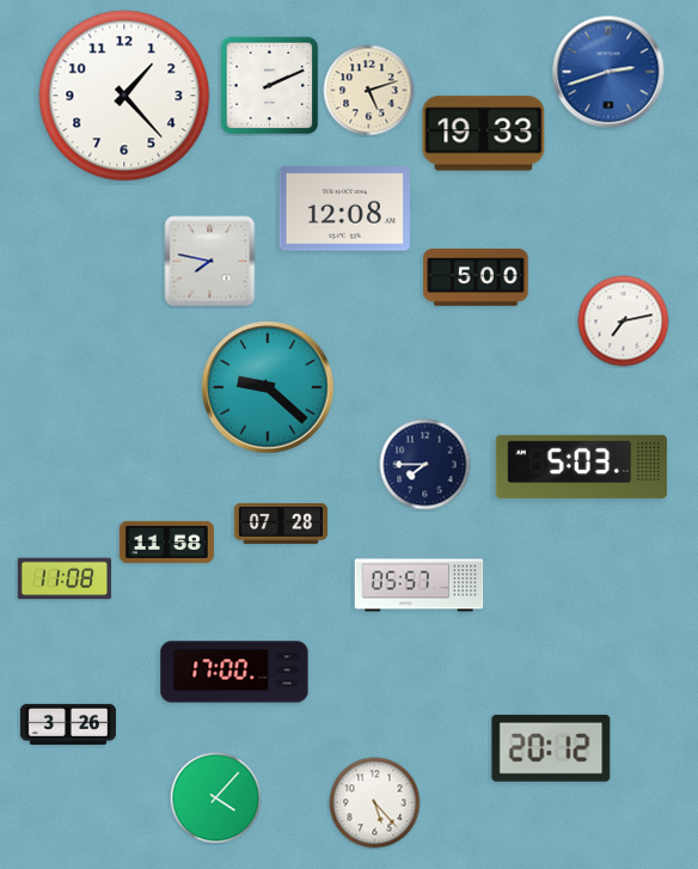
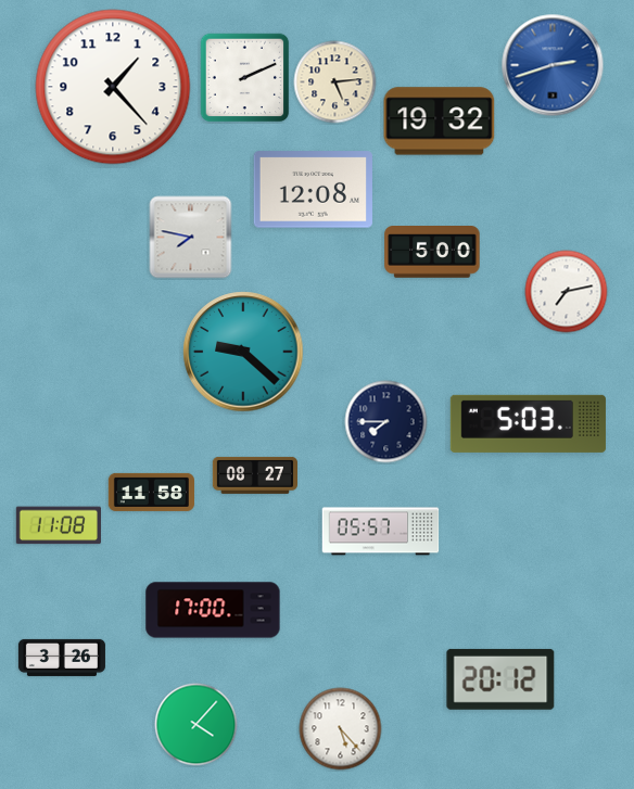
clock at (369, 91): 5:12 -> 5:14
clock at (484, 134): 19:33 -> 19:32
clock at (280, 524): 07:28 -> 08:27
